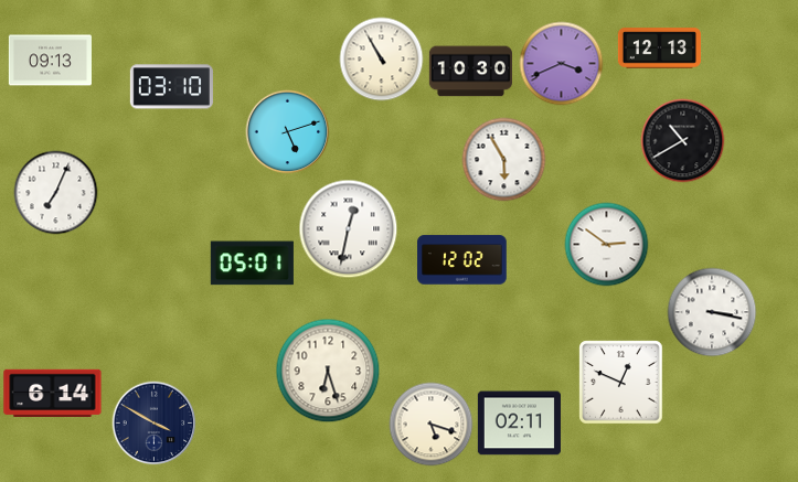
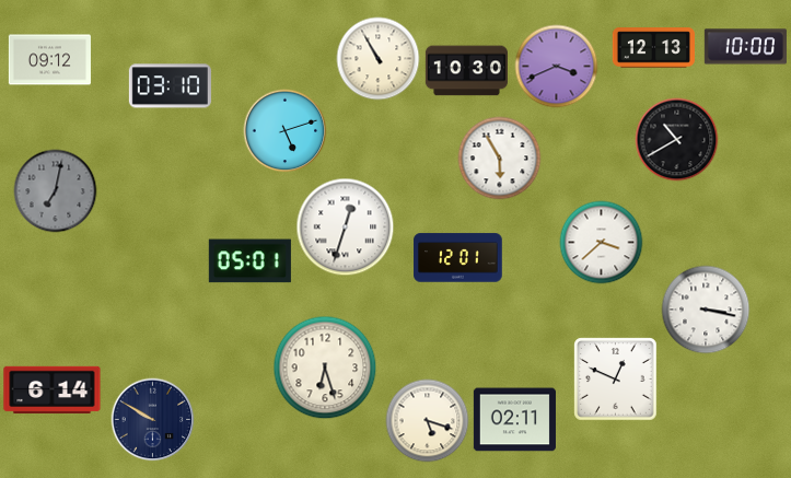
clock at (745, 47): none -> 10:00
clock at (50, 61): 09:13 -> 09:12
clock at (562, 64) position: (562, 64) -> (557, 67)
clock at (56, 193): 7:04 -> 7:02
clock at (56, 193) dial: white -> grey
clock at (349, 229): 12:32 -> 12:33
clock at (607, 245): 2:51 -> 3:38
clock at (462, 260): 12:02 -> 12:01
clock at (155, 424): 3:50 -> 9:50
